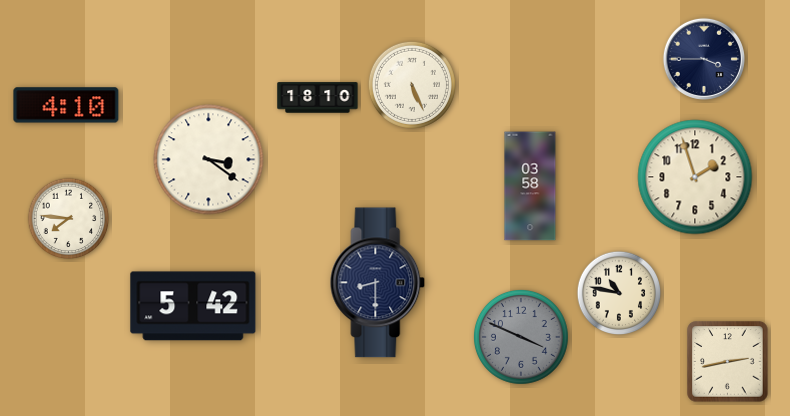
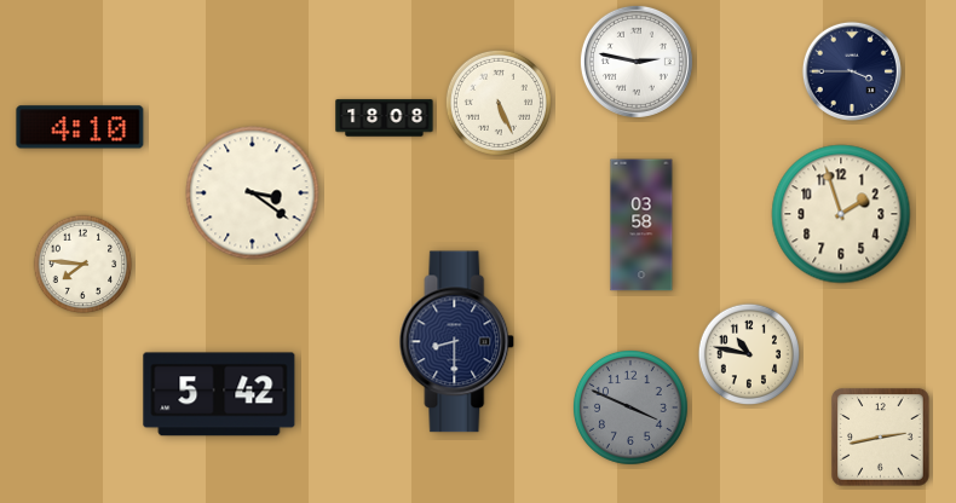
clock at (637, 62): none -> 2:47
clock at (318, 98): 18:10 -> 18:08
clock at (193, 306) position: (193, 306) -> (219, 394)
